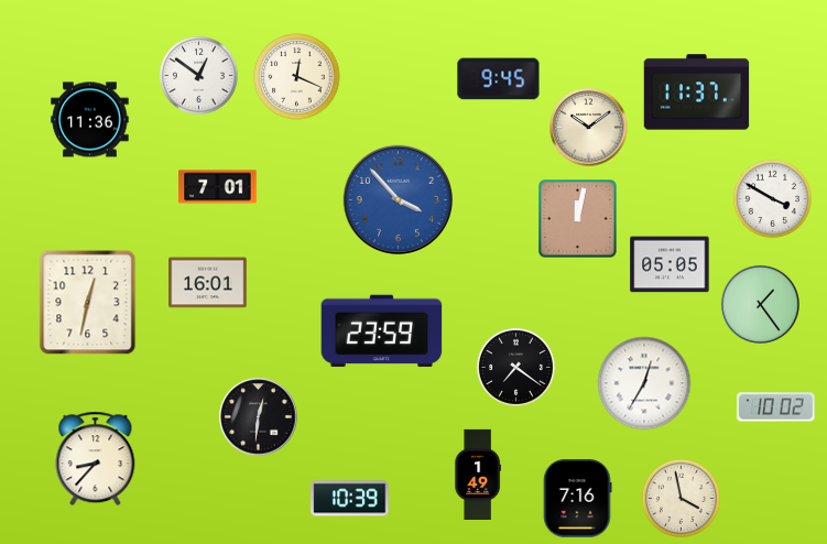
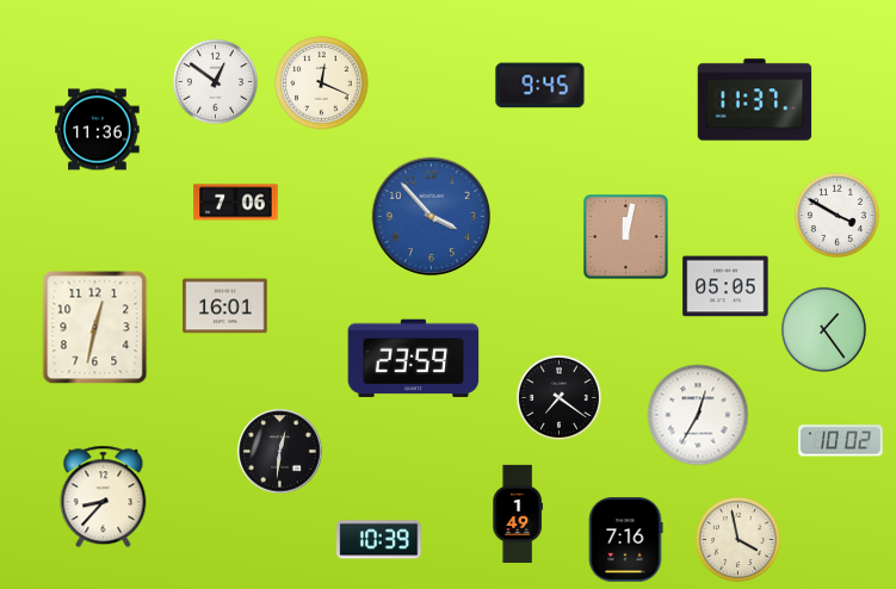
clock at (589, 128): 10:09 -> none
clock at (218, 187): 7:01 -> 7:06
